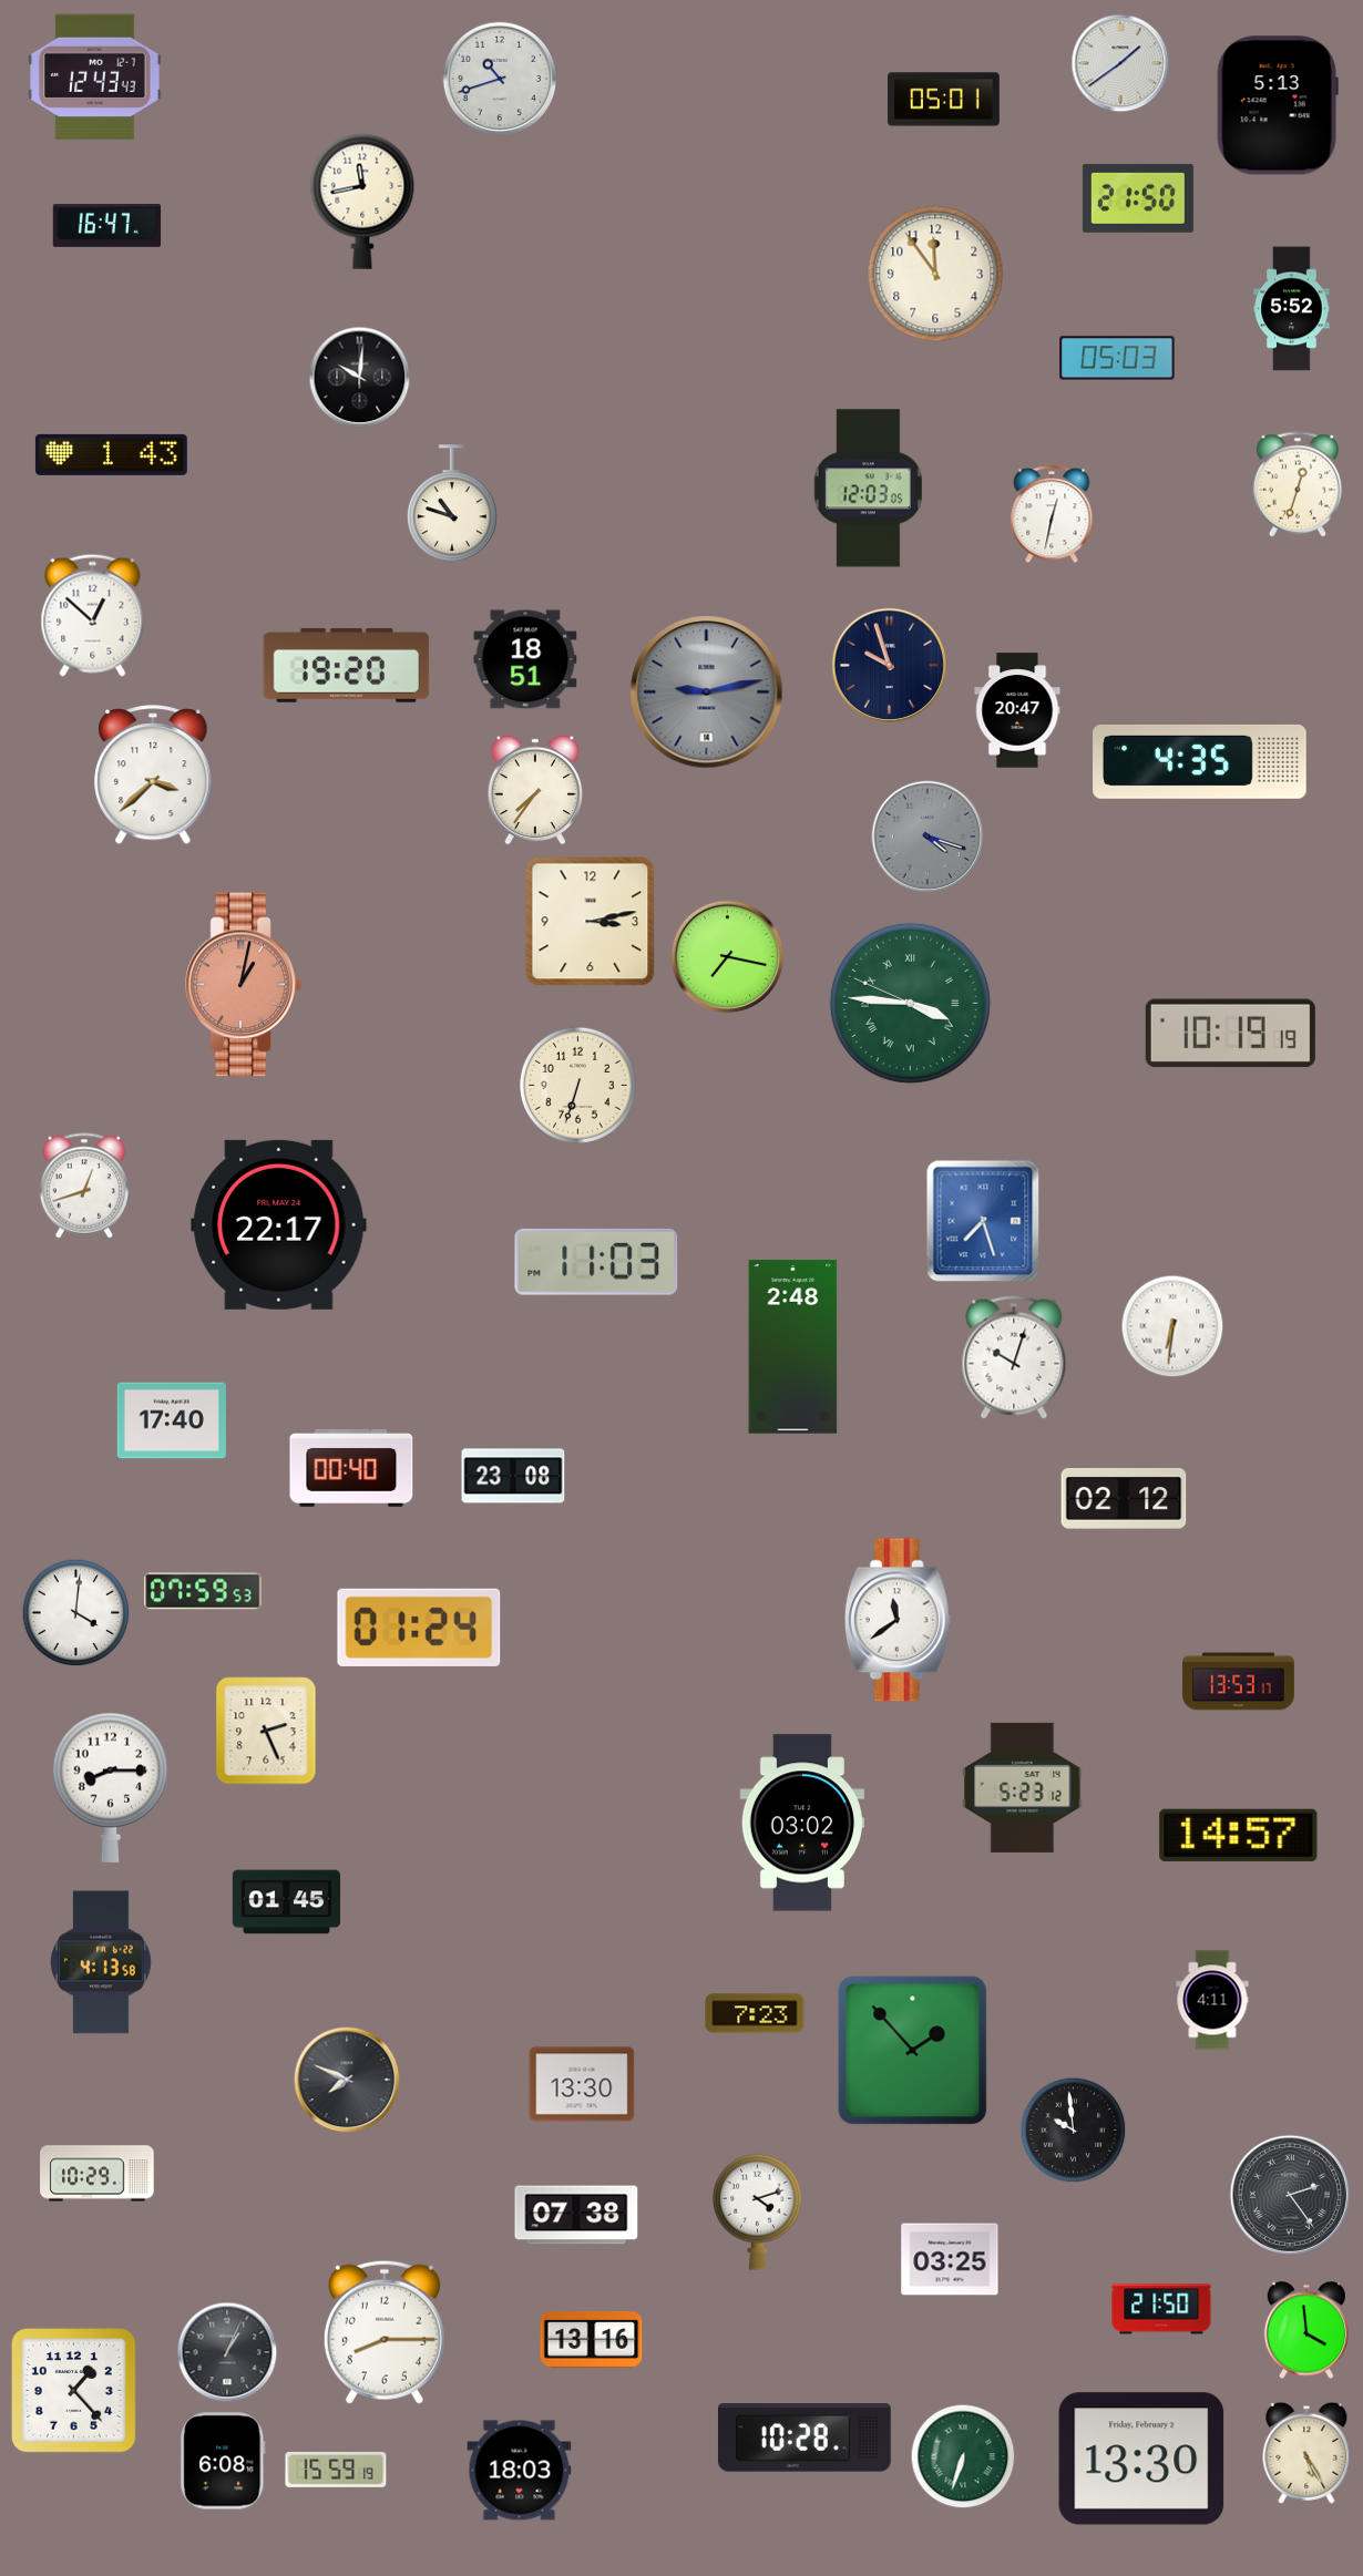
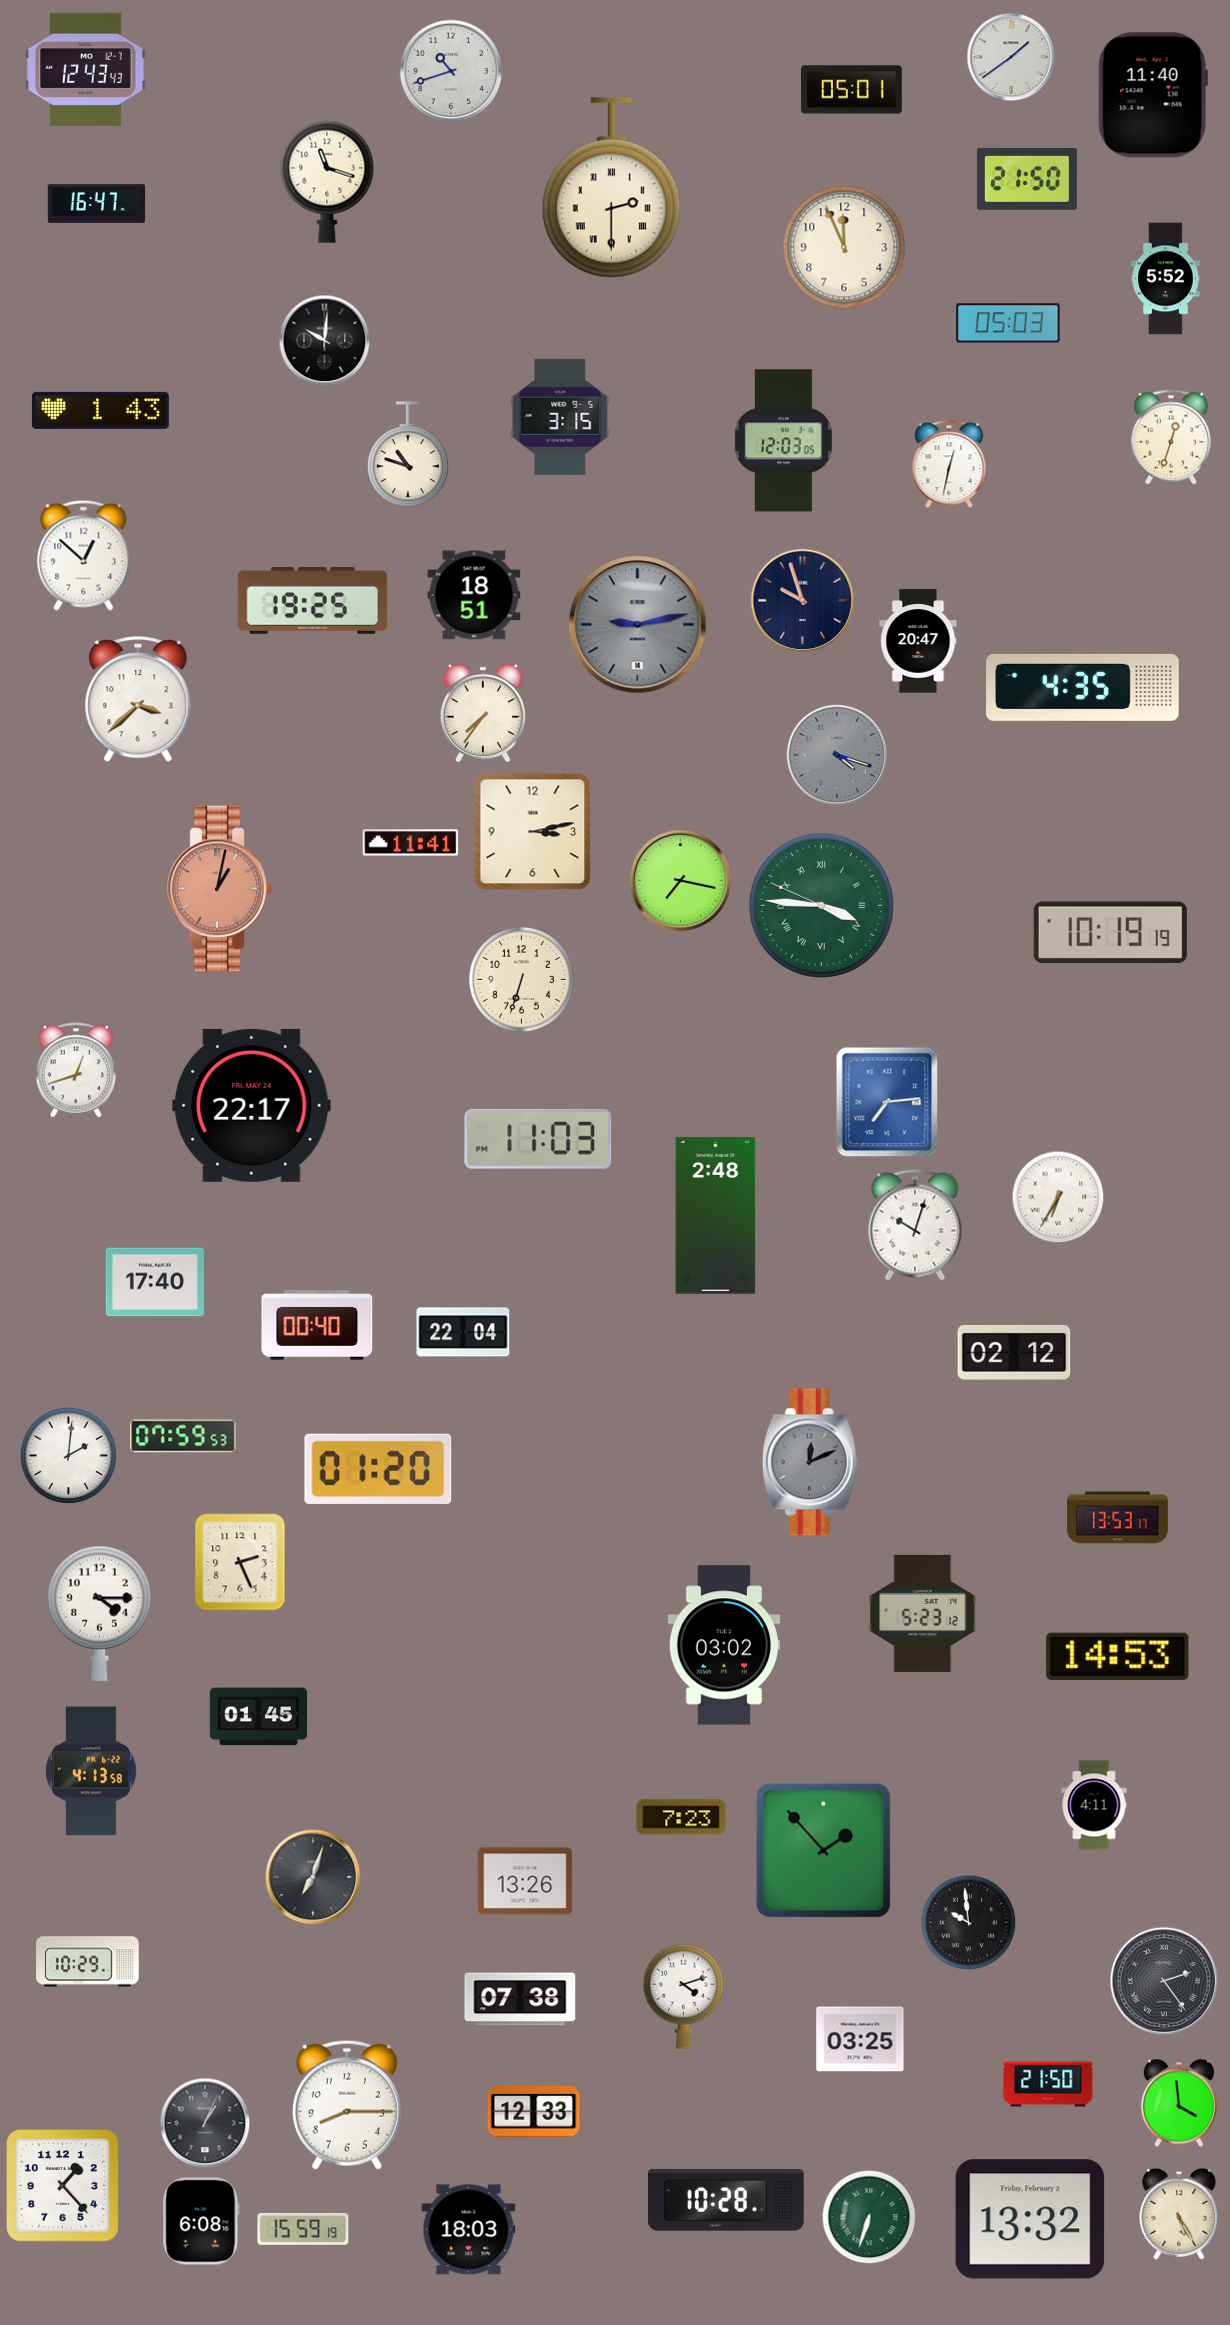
clock at (1278, 105): 5:13 -> 11:40
clock at (362, 202): 11:43 -> 11:18
clock at (611, 188): none -> 2:30
clock at (935, 274): 11:54 -> 11:56
clock at (560, 417): none -> 3:15
clock at (347, 666): 19:20 -> 19:25
clock at (411, 843): none -> 11:41
clock at (728, 957) position: (728, 957) -> (681, 881)
clock at (983, 1221): 7:27 -> 7:14
clock at (1172, 1326): 6:31 -> 6:35
clock at (513, 1476): 23:08 -> 22:04
clock at (76, 1613): 4:01 -> 2:01
clock at (898, 1620): 11:39 -> 12:11
clock at (898, 1620) dial: white -> grey
clock at (419, 1628): 01:24 -> 01:20
clock at (111, 1787): 8:15 -> 4:15
clock at (1239, 1835): 14:57 -> 14:53
clock at (347, 2080): 7:49 -> 7:03
clock at (582, 2084): 13:30 -> 13:26
clock at (950, 2259) position: (950, 2259) -> (860, 2039)
clock at (592, 2340): 13:16 -> 12:33
clock at (74, 2391) position: (74, 2391) -> (63, 2186)
clock at (1141, 2459): 13:30 -> 13:32
